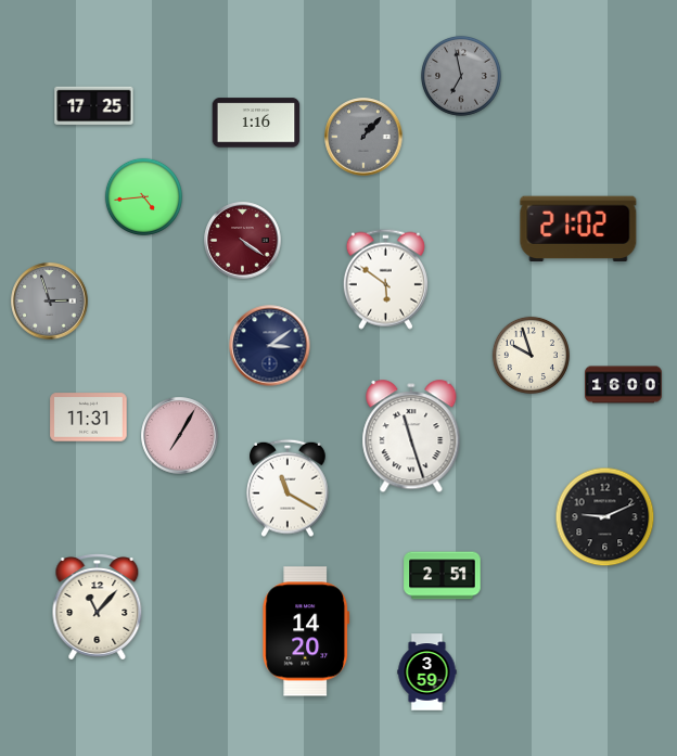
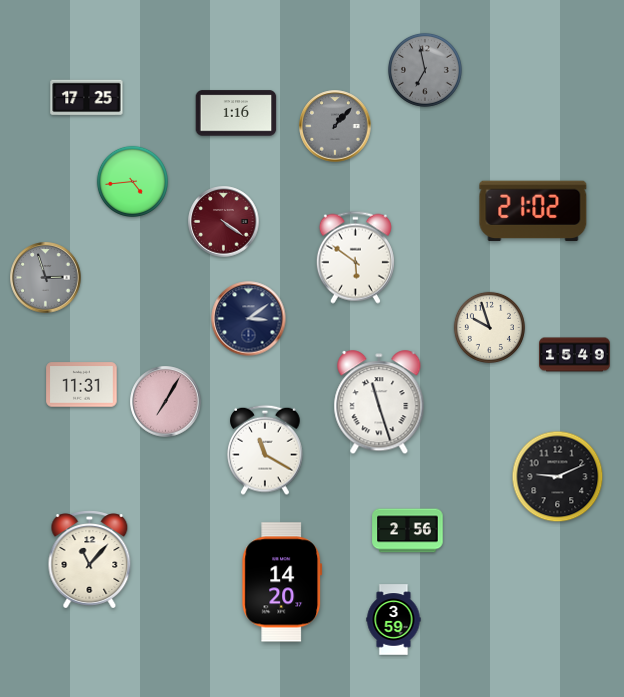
clock at (624, 385): 16:00 -> 15:49
clock at (443, 576): 2:51 -> 2:56
